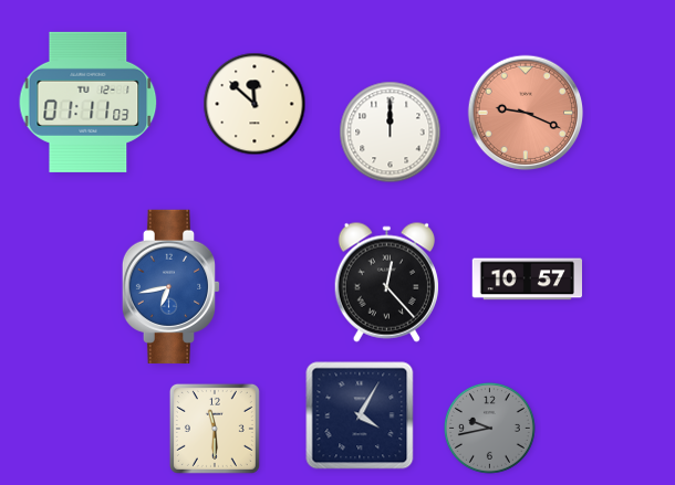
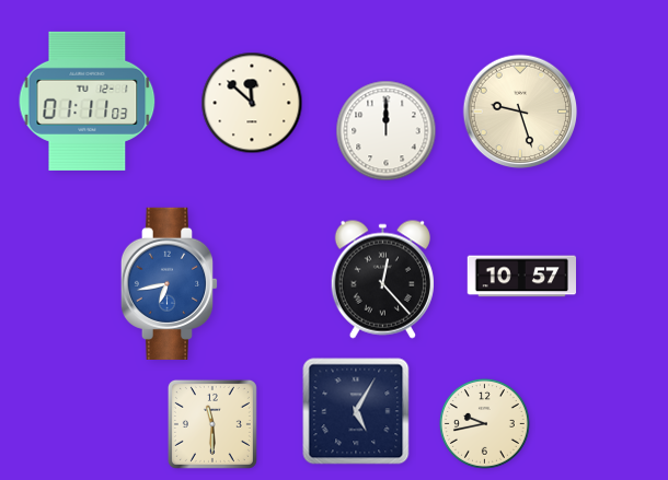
clock at (526, 113): 9:19 -> 9:27
clock at (526, 113) dial: salmon -> cream
clock at (360, 415): 4:05 -> 5:05
clock at (489, 428) dial: grey -> cream
